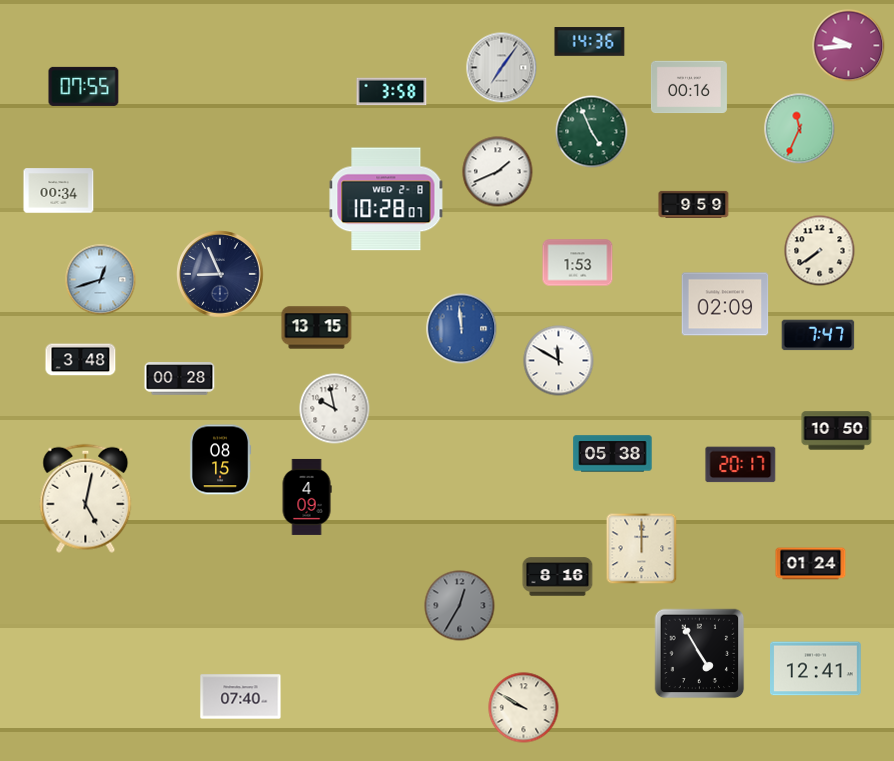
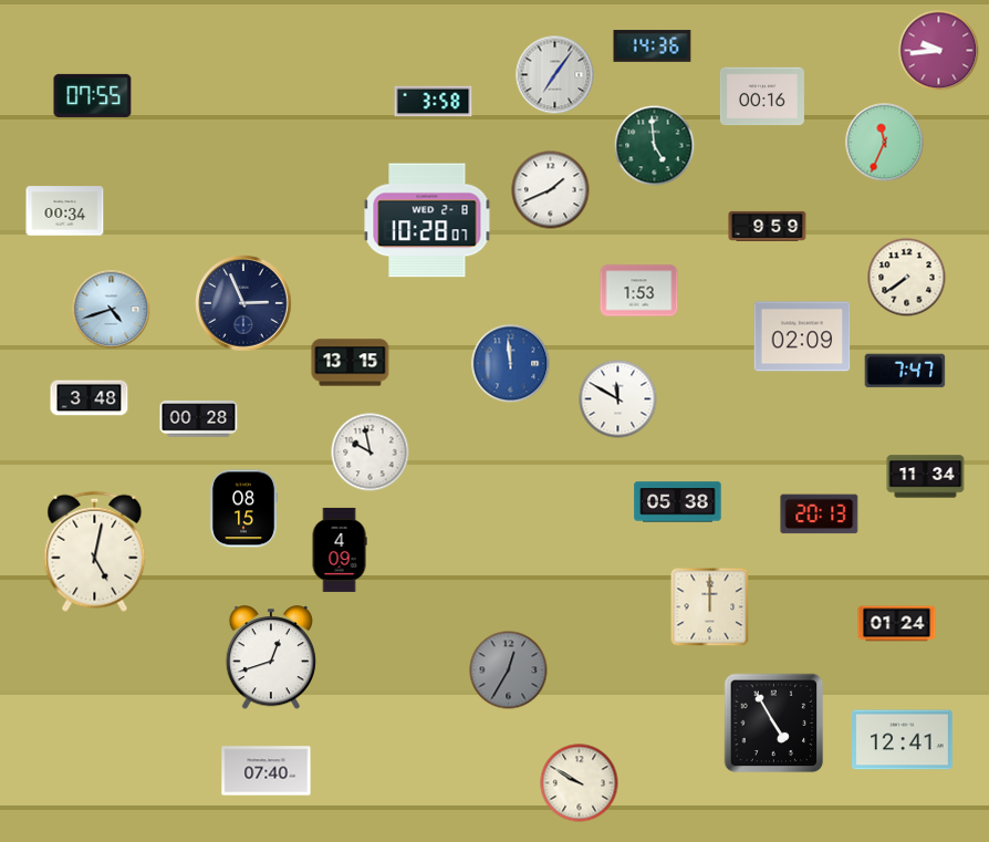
clock at (592, 132): 4:56 -> 4:59
clock at (220, 274): 8:56 -> 2:56
clock at (101, 280): 12:42 -> 4:42
clock at (837, 431): 10:50 -> 11:34
clock at (741, 465): 20:17 -> 20:13
clock at (558, 577): 8:16 -> none
clock at (270, 658): none -> 12:42
